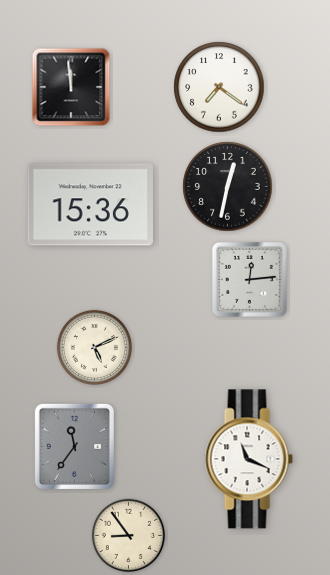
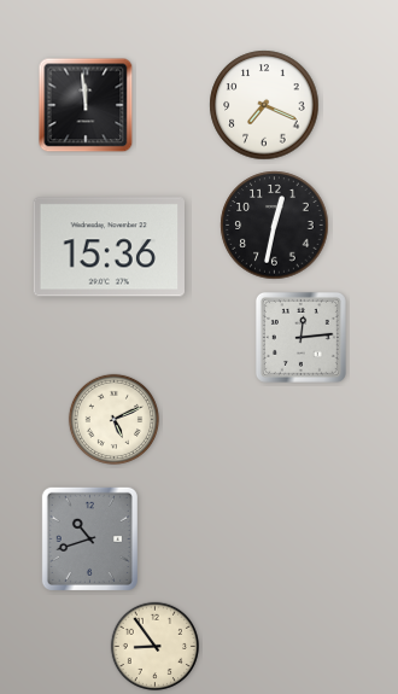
clock at (219, 87): 7:21 -> 7:19
clock at (74, 446): 11:36 -> 10:42
clock at (249, 459): 11:19 -> none
